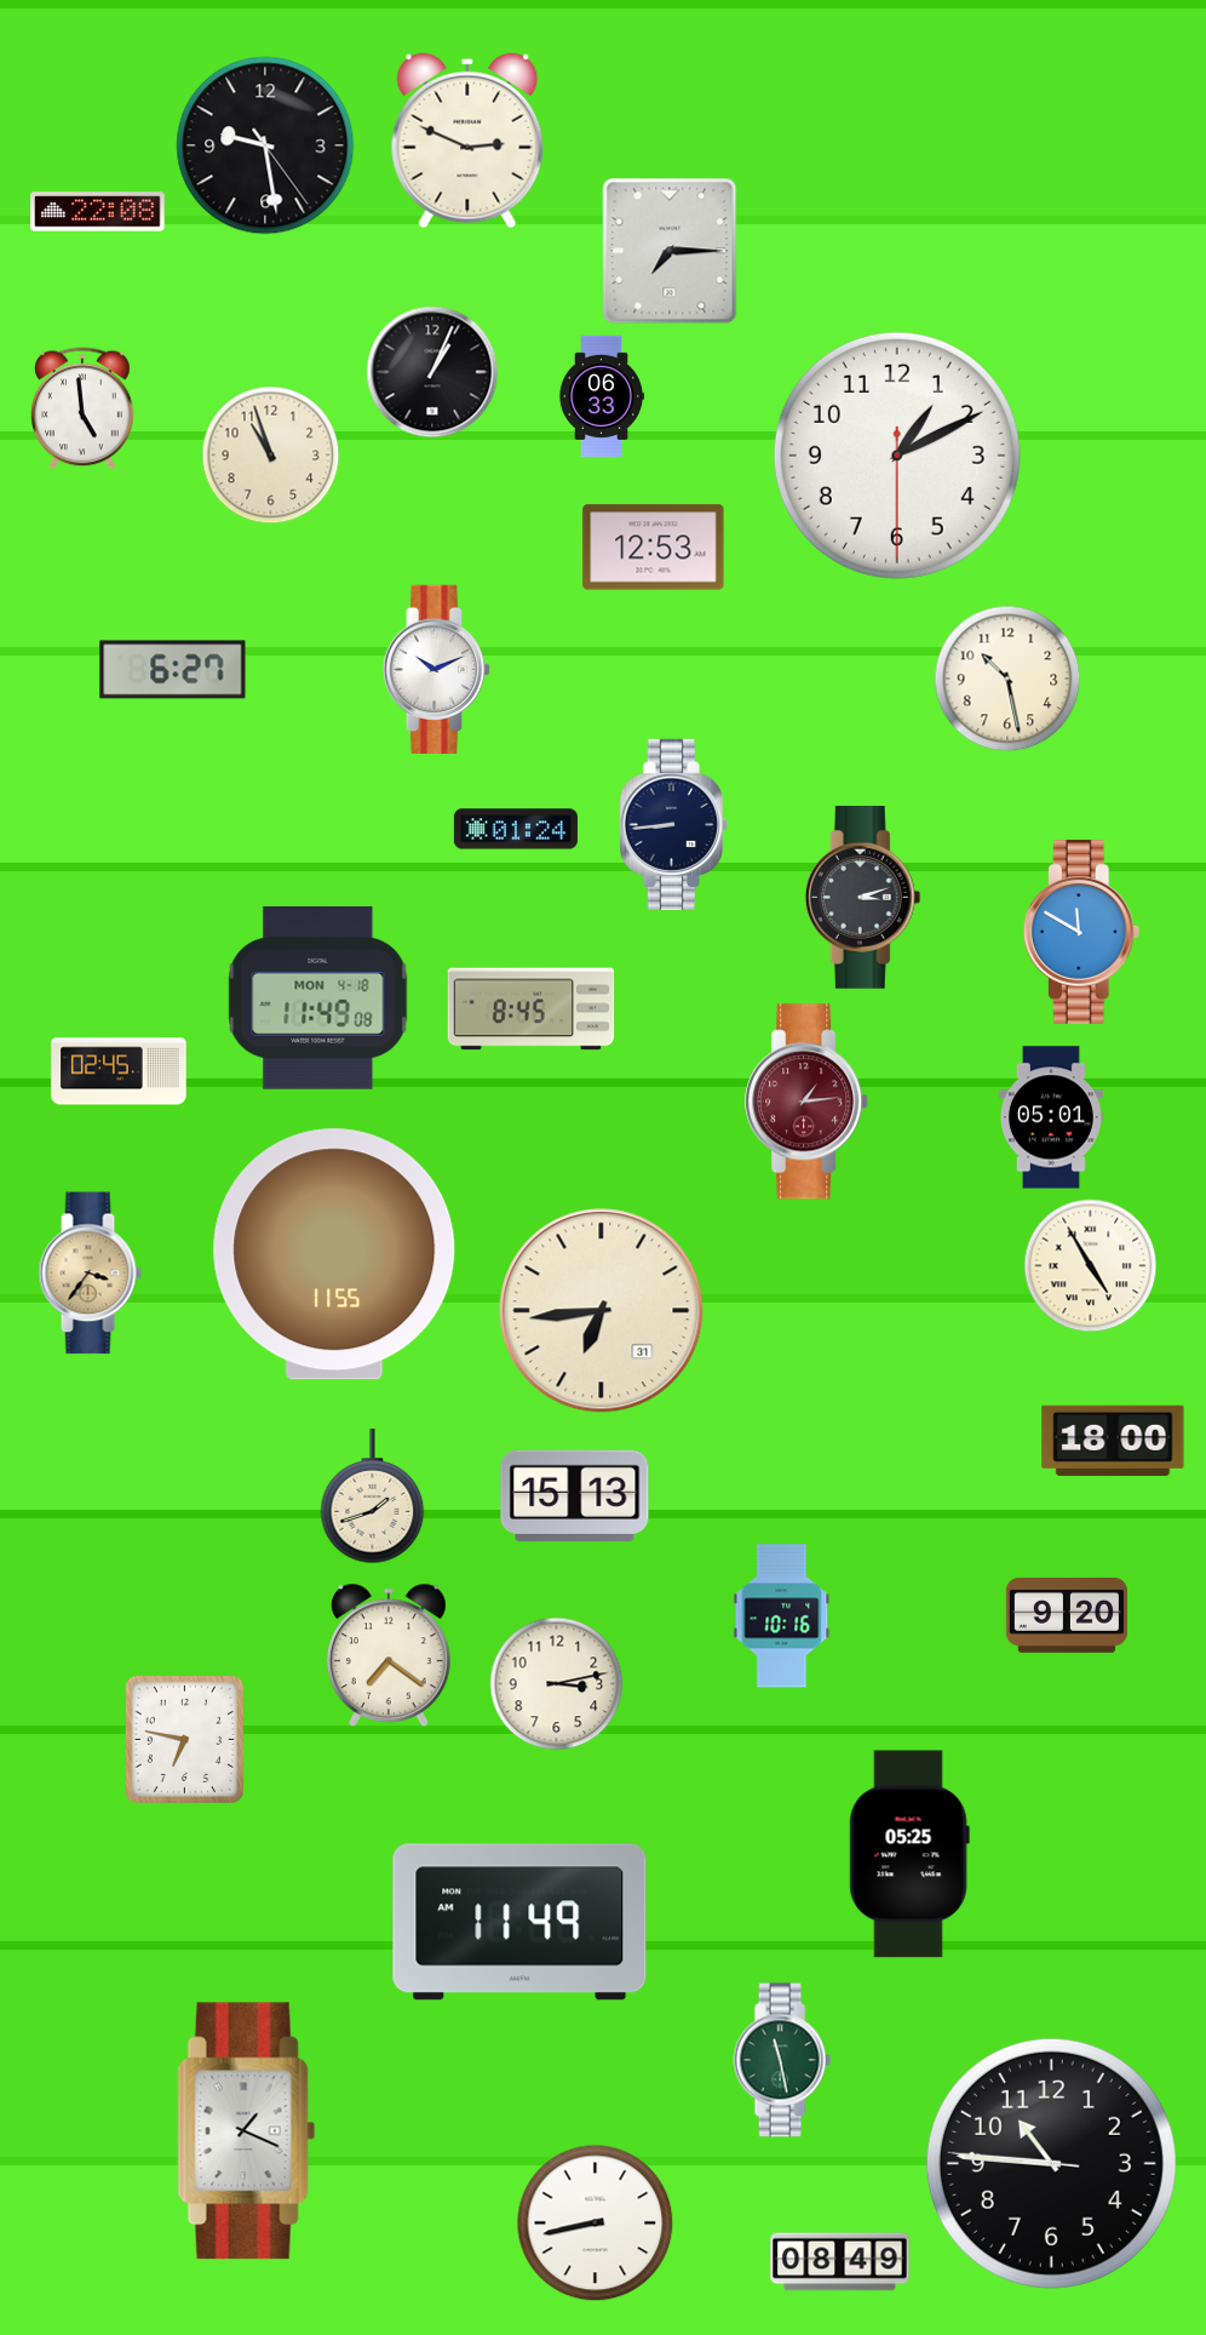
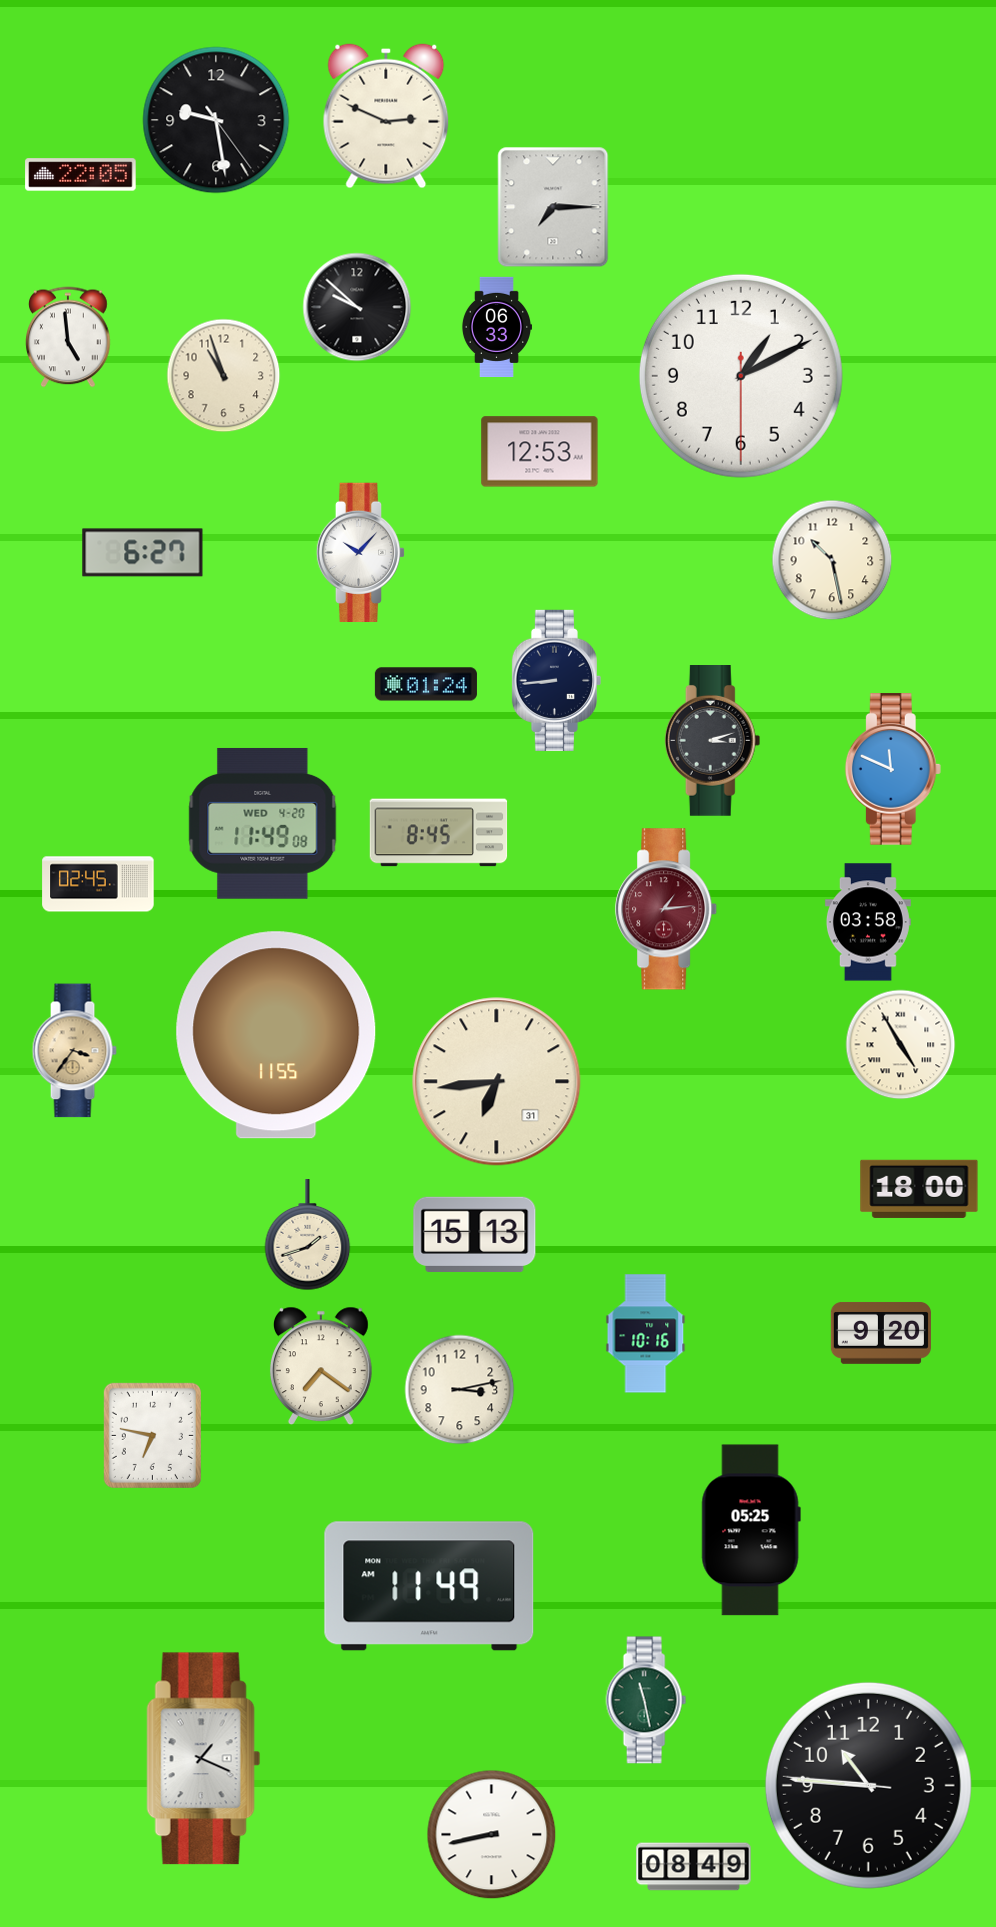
clock at (265, 145) position: (265, 145) -> (216, 120)
clock at (98, 212): 22:08 -> 22:05
clock at (432, 372): 1:04 -> 9:52
clock at (437, 669): 10:11 -> 10:07
clock at (1081, 932): 11:50 -> 11:49
clock at (318, 997) date: MON 4-18 -> WED 4-20
clock at (1051, 1117): 05:01 -> 03:58
